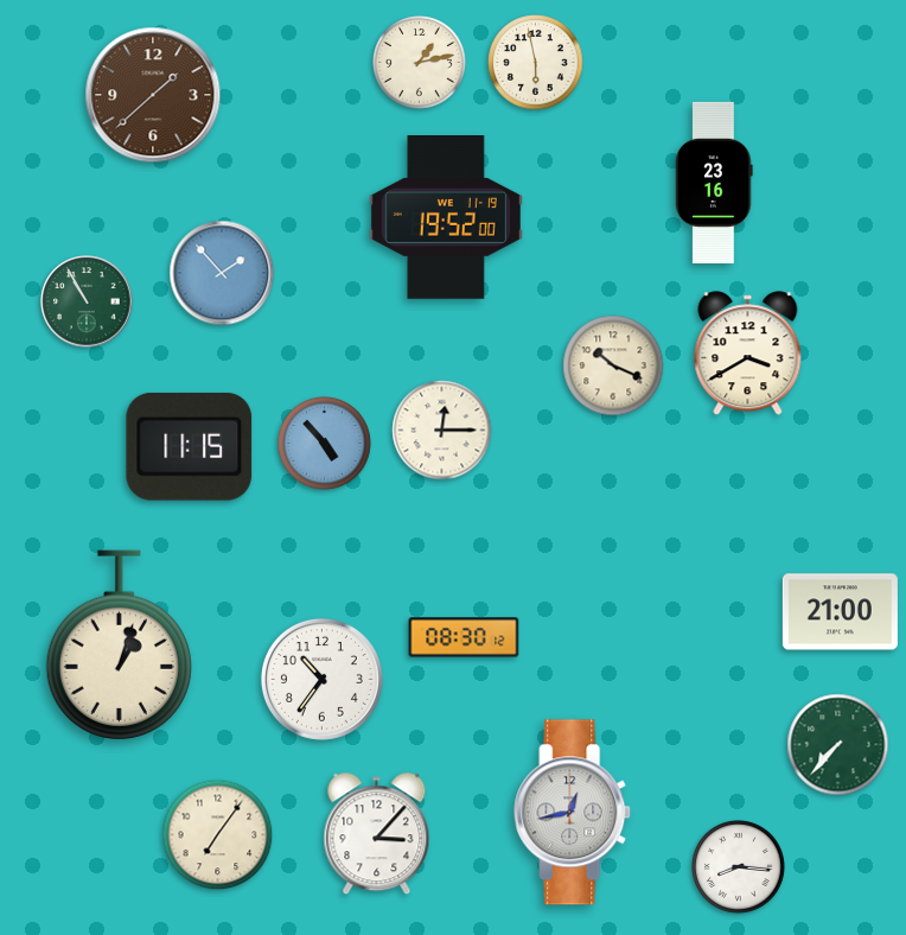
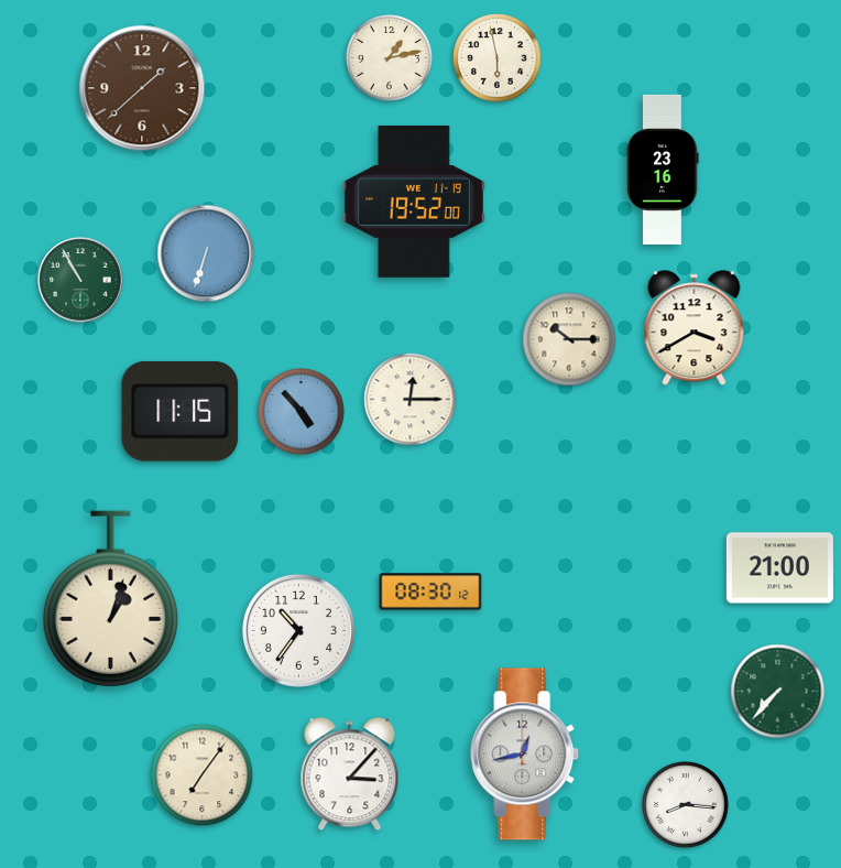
clock at (222, 273): 1:53 -> 6:33
clock at (613, 365): 10:19 -> 10:15
clock at (190, 446) position: (190, 446) -> (181, 411)
clock at (573, 813) position: (573, 813) -> (525, 755)
